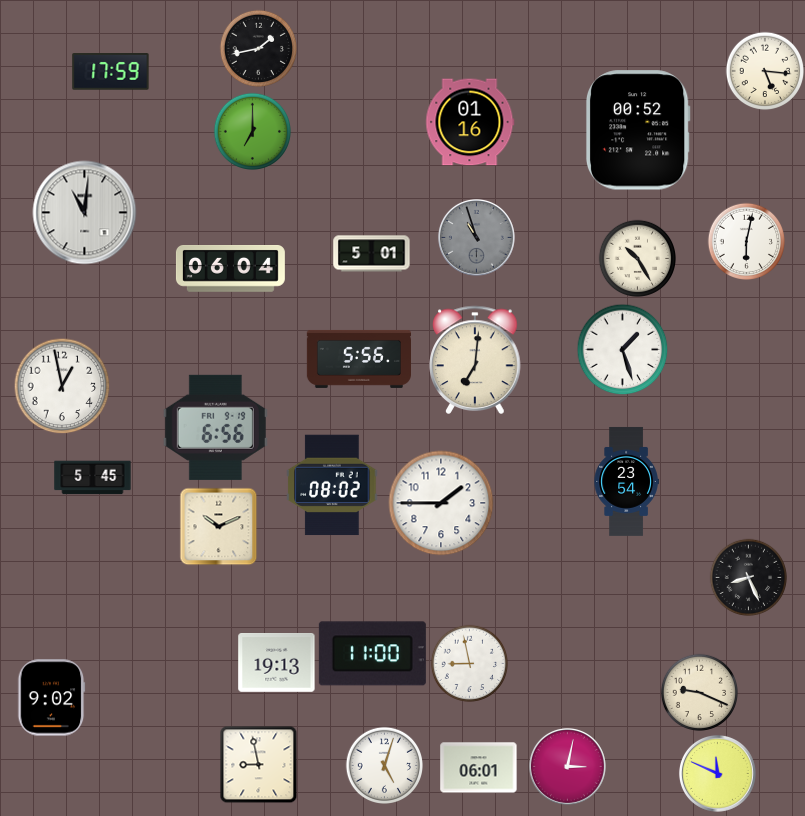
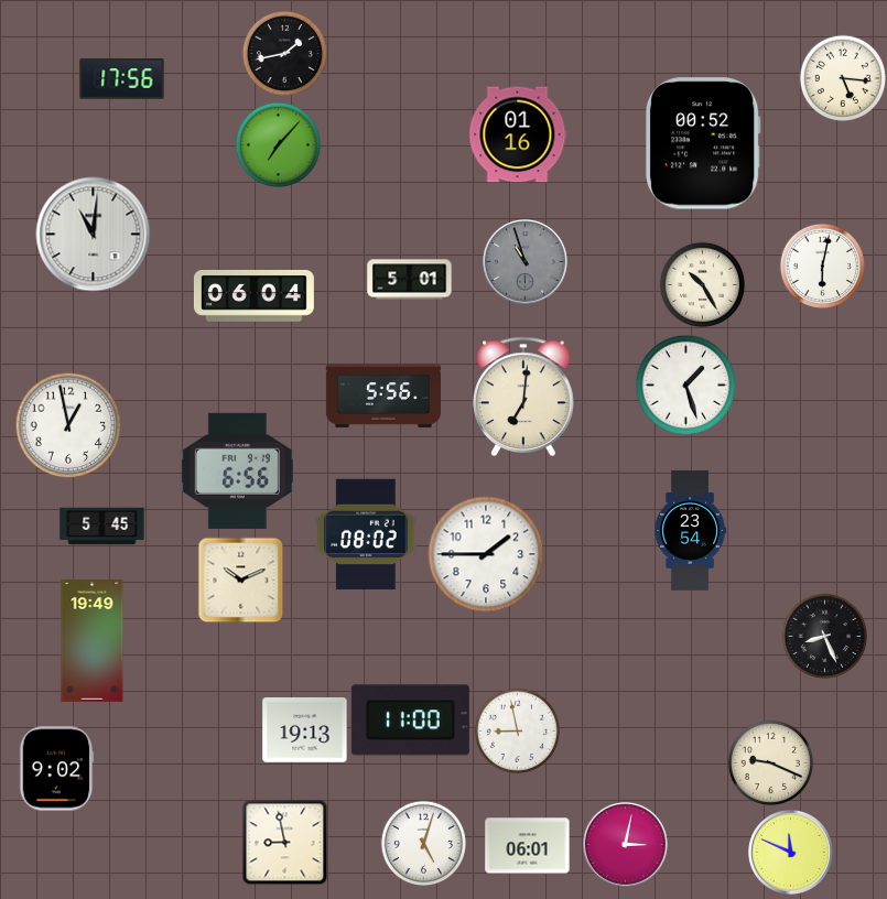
clock at (111, 72): 17:59 -> 17:56
clock at (252, 131): 7:00 -> 7:07
clock at (358, 359) position: (358, 359) -> (382, 396)
clock at (93, 641): none -> 19:49
